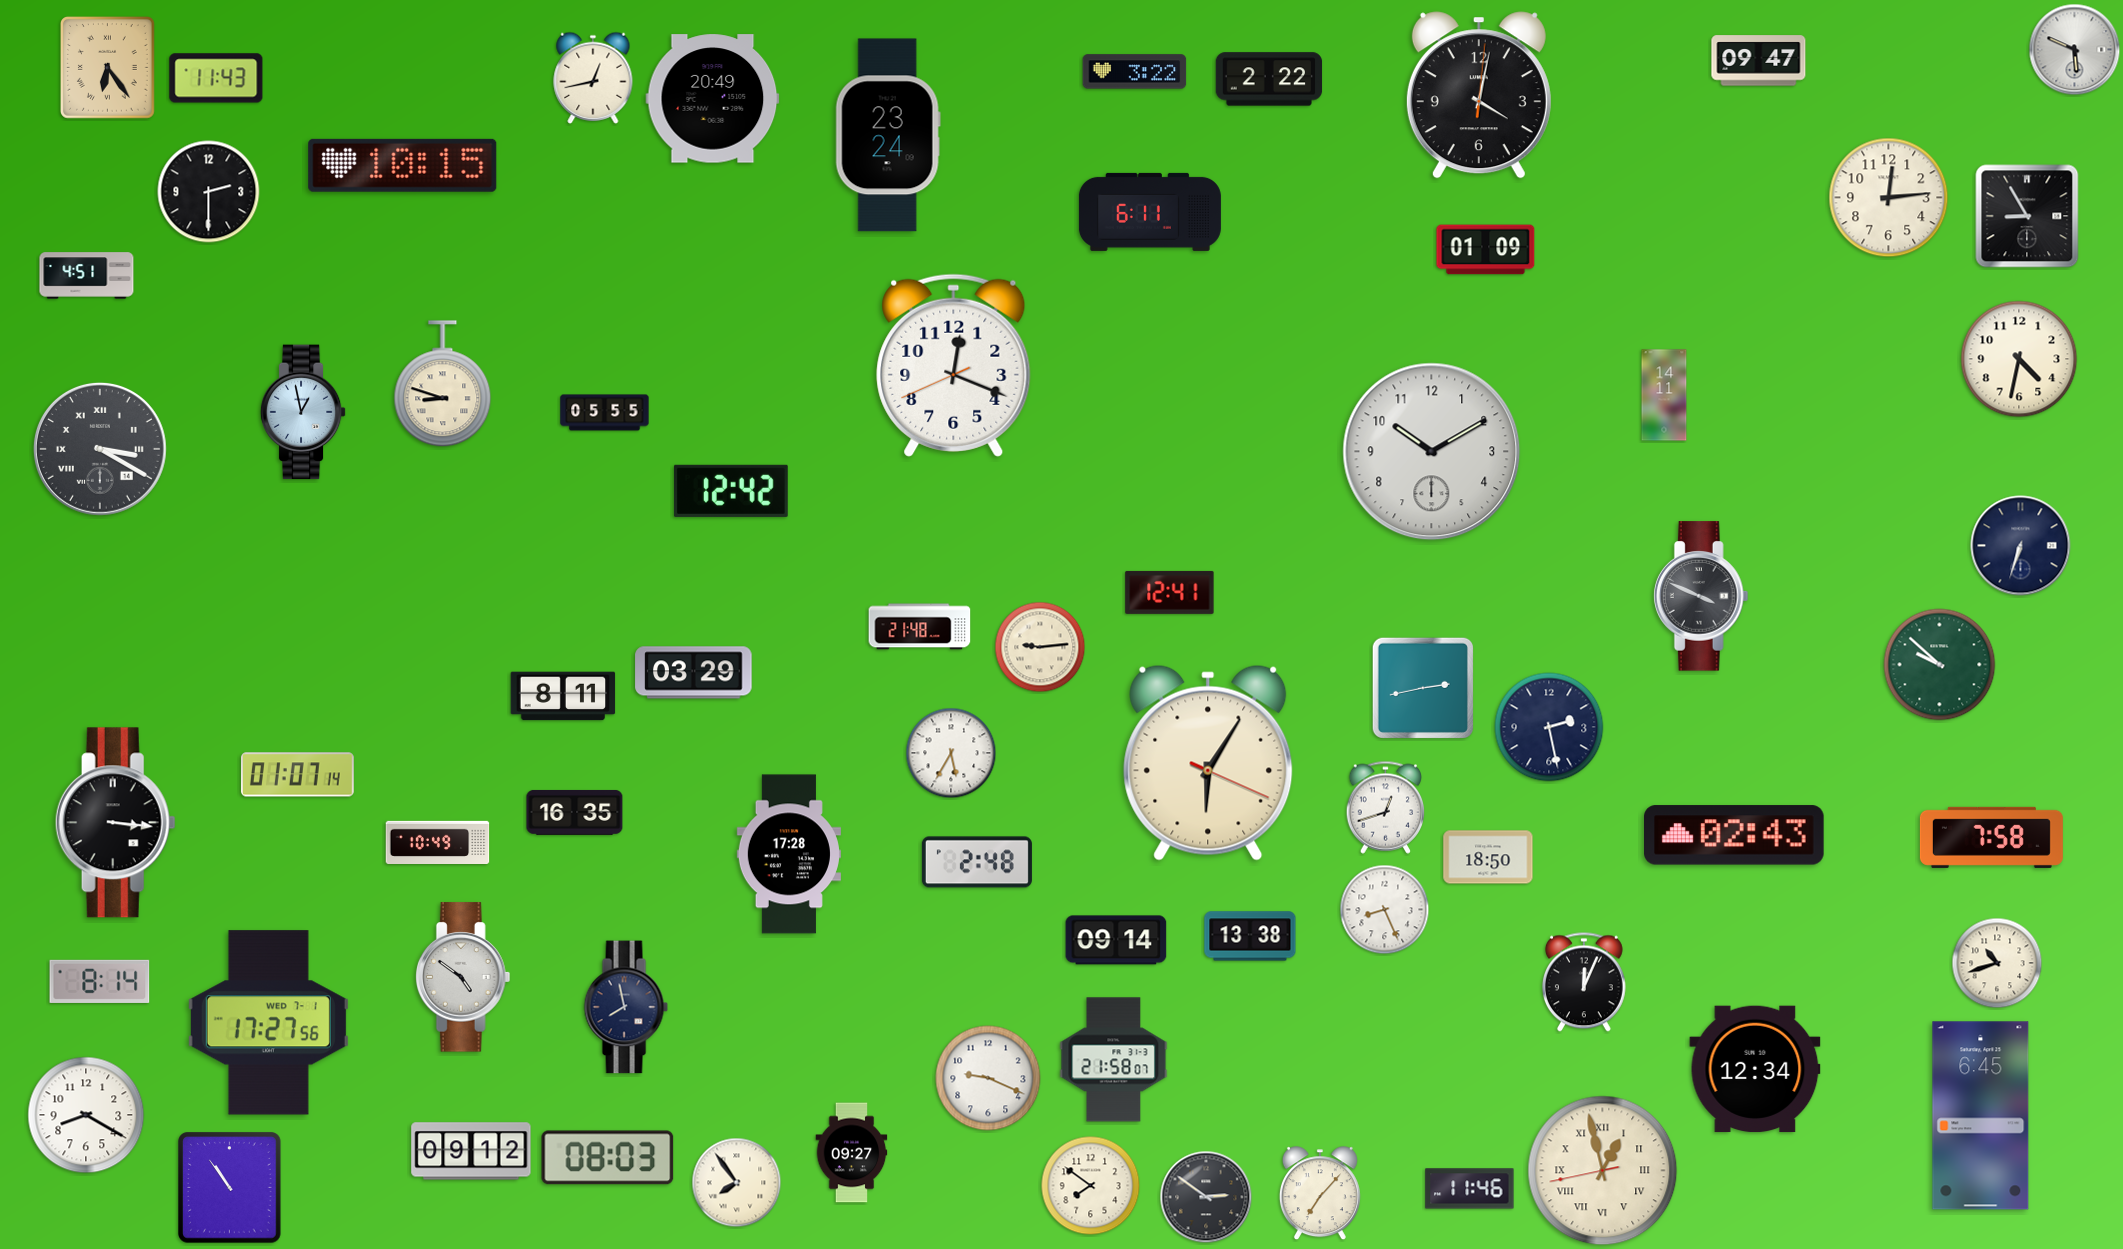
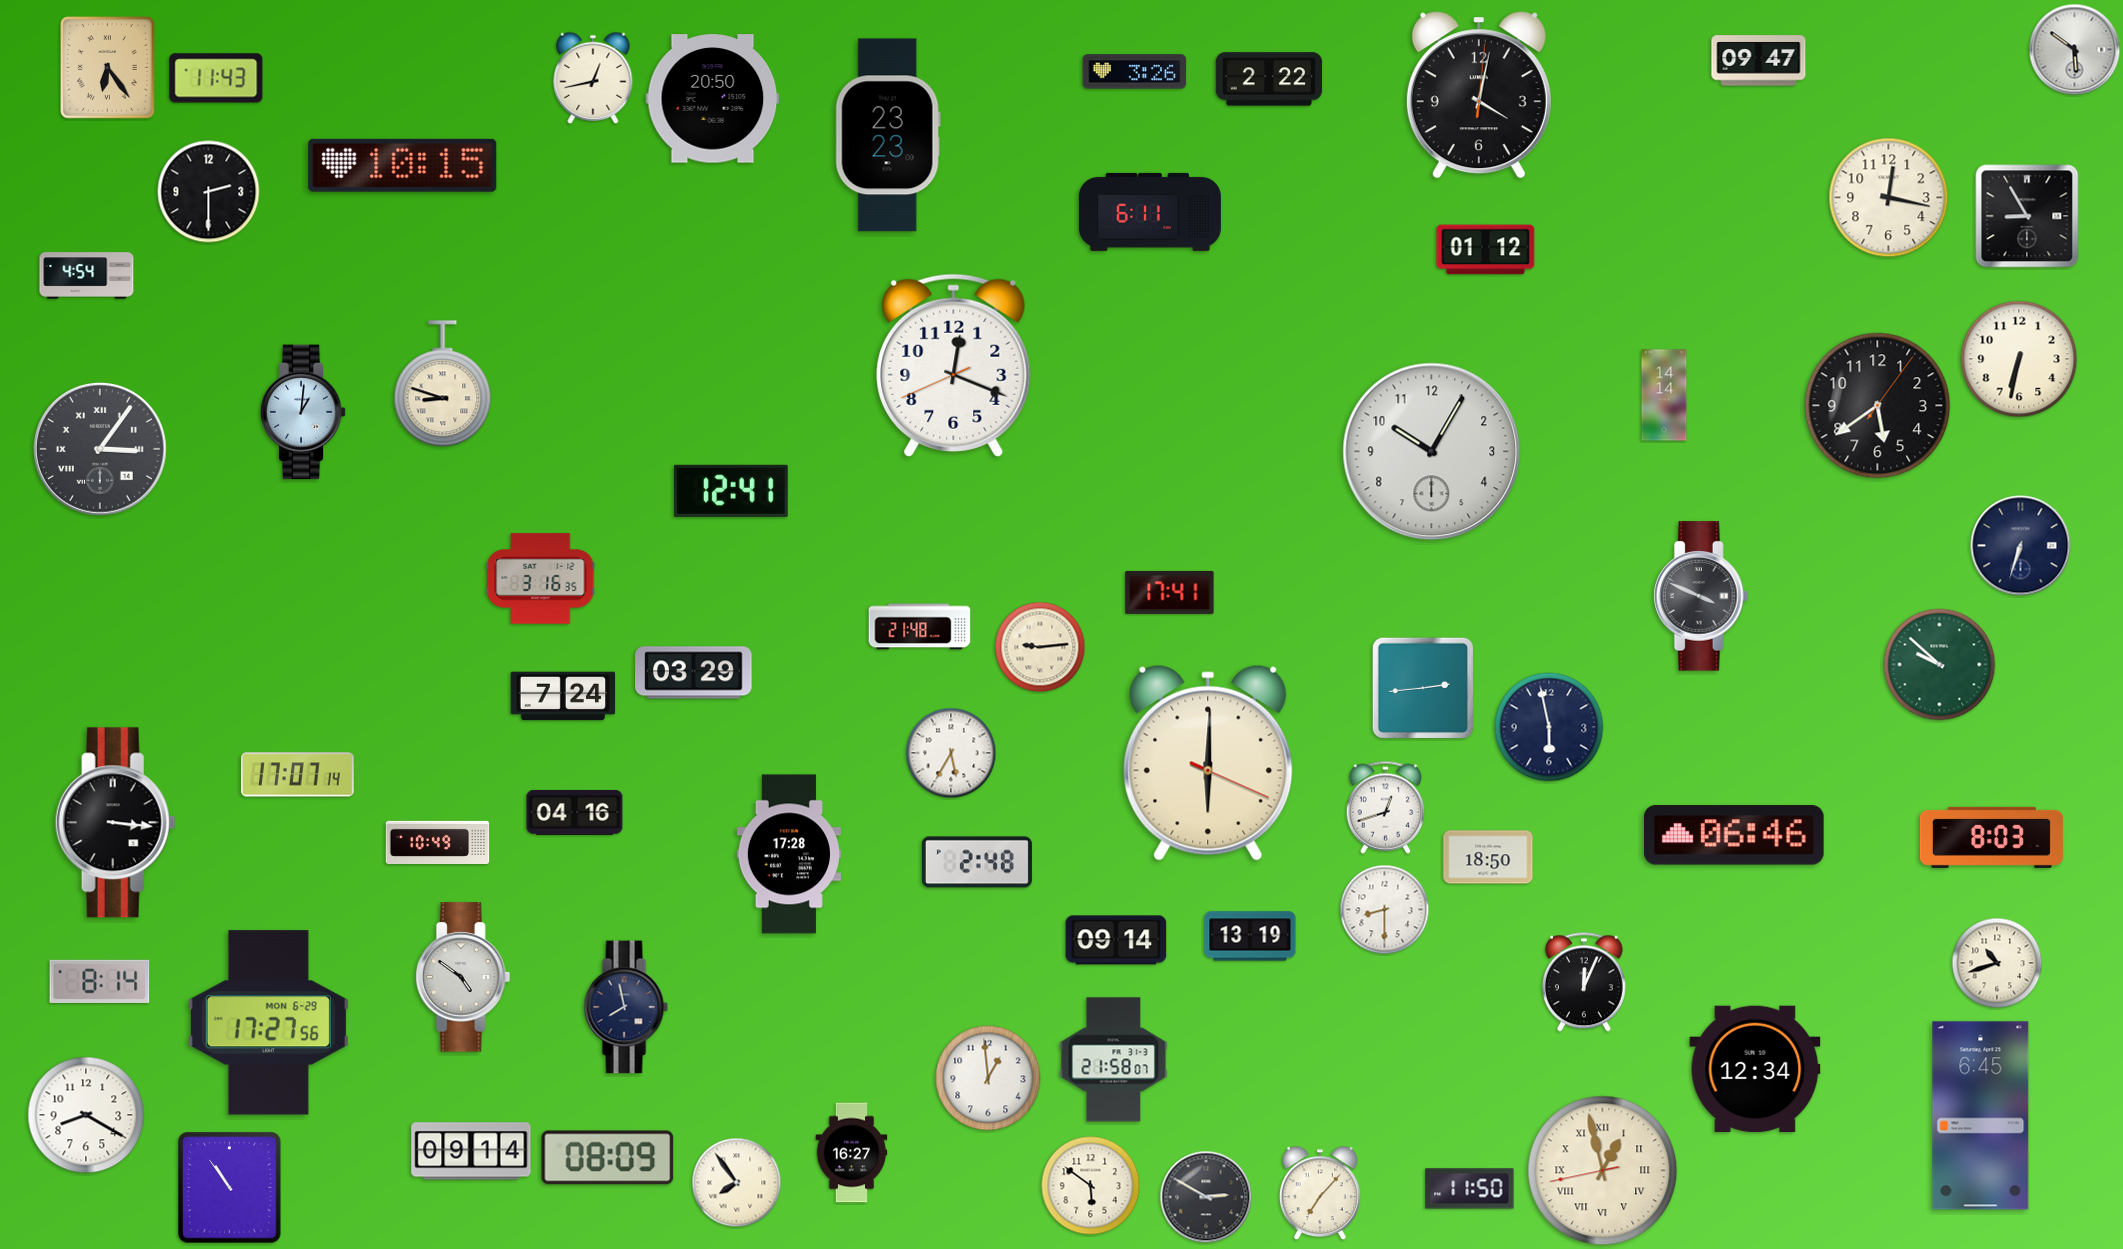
clock at (2075, 50): 5:49 -> 5:51
clock at (1135, 72): 3:22 -> 3:26
clock at (713, 99): 20:49 -> 20:50
clock at (888, 135): 23:24 -> 23:23
clock at (1889, 198): 12:14 -> 12:17
clock at (1486, 250): 01:09 -> 01:12
clock at (87, 276): 4:51 -> 4:54
clock at (2019, 359): 4:32 -> 6:32
clock at (1664, 395): 14:11 -> 14:14
clock at (1878, 406): none -> 5:39
clock at (303, 412): 12:58 -> 1:01
clock at (605, 413): 05:55 -> none
clock at (100, 449): 3:20 -> 3:06
clock at (1432, 452): 10:10 -> 10:05
clock at (731, 491): 12:42 -> 12:41
clock at (541, 579): none -> 3:16
clock at (1170, 592): 12:41 -> 17:41
clock at (1423, 688): 2:43 -> 2:44
clock at (563, 696): 8:11 -> 7:24
clock at (1549, 727): 2:28 -> 5:58
clock at (1208, 763): 6:05 -> 6:00
clock at (297, 775): 01:07 -> 17:07
clock at (575, 812): 16:35 -> 04:16
clock at (1734, 835): 02:43 -> 06:46
clock at (1991, 837): 7:58 -> 8:03
clock at (1385, 910): 8:26 -> 8:30
clock at (1250, 936): 13:38 -> 13:19
clock at (268, 1023) date: WED 7-1 -> MON 6-29
clock at (988, 1078): 9:19 -> 12:59
clock at (471, 1151): 09:12 -> 09:14
clock at (852, 1153): 09:27 -> 16:27
clock at (608, 1158): 08:03 -> 08:09
clock at (1091, 1186): 7:51 -> 5:51
clock at (1470, 1189): 11:46 -> 11:50
clock at (1206, 1197): 2:51 -> 2:50
